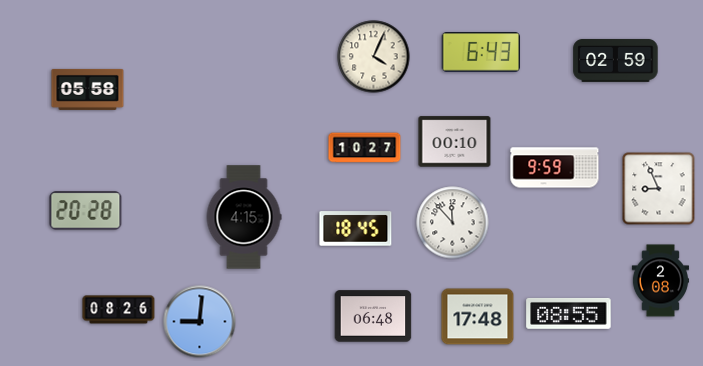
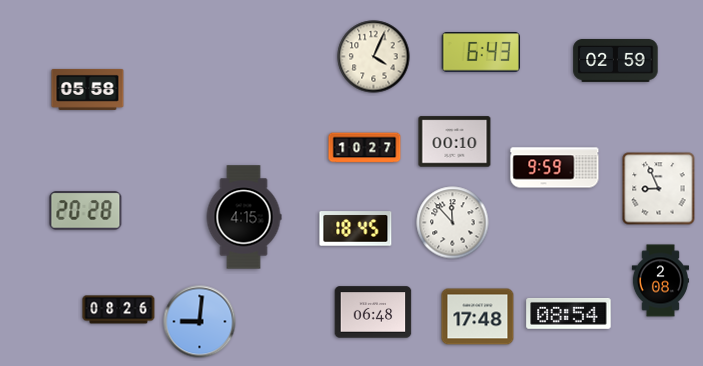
clock at (569, 314): 08:55 -> 08:54
clock at (373, 316) position: (373, 316) -> (373, 312)
